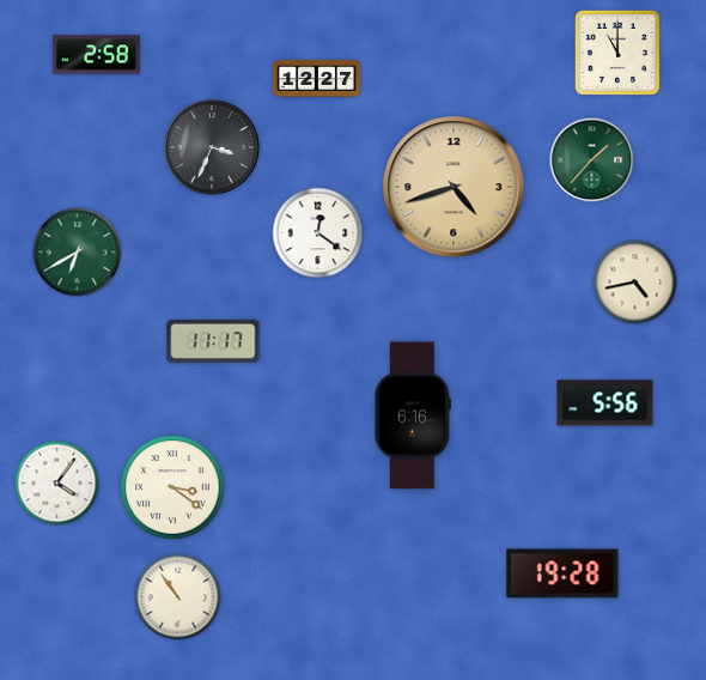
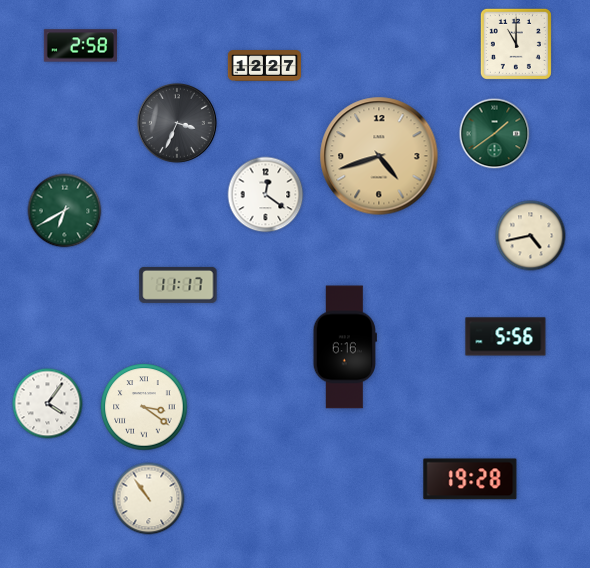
clock at (592, 160): 1:37 -> 1:39
